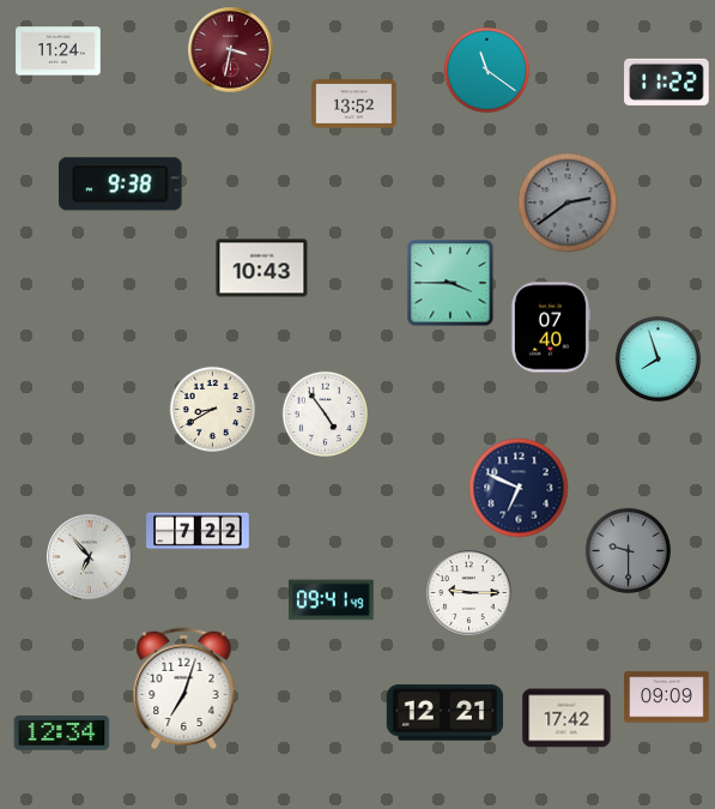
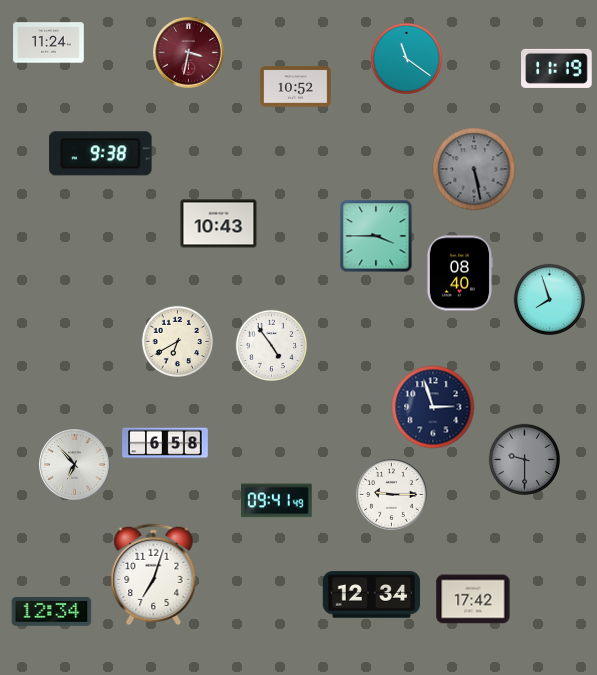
clock at (231, 50) position: (231, 50) -> (189, 53)
clock at (667, 81): 11:22 -> 11:19
clock at (355, 104): 13:52 -> 10:52
clock at (568, 203): 2:39 -> 5:28
clock at (550, 327): 07:40 -> 08:40
clock at (212, 409): 8:40 -> 6:40
clock at (519, 488): 6:49 -> 2:57
clock at (198, 531): 7:22 -> 6:58
clock at (667, 698): 09:09 -> none
clock at (446, 713): 12:21 -> 12:34
